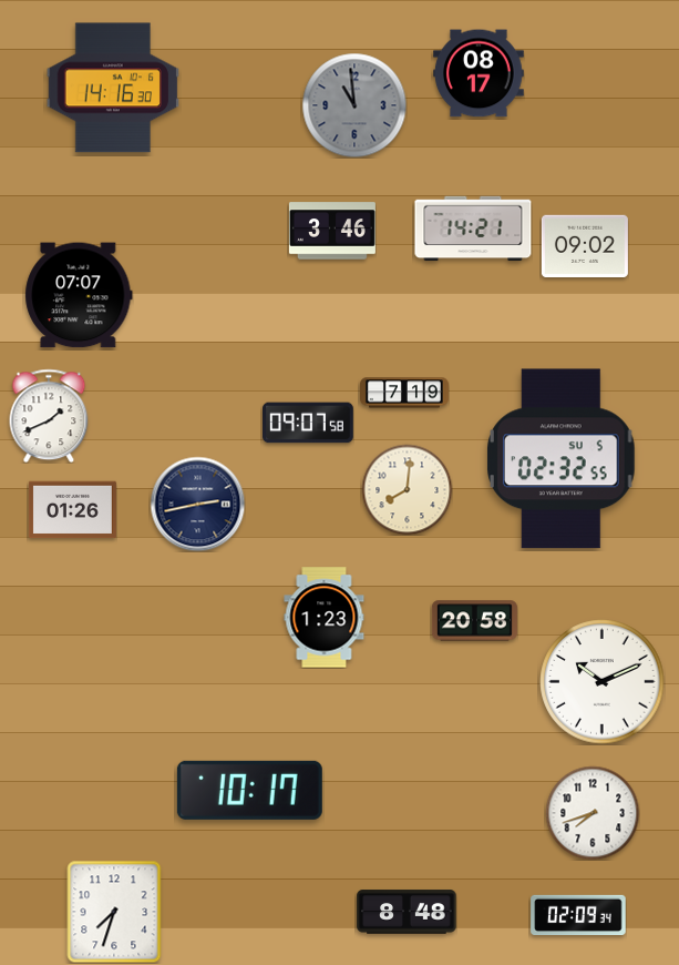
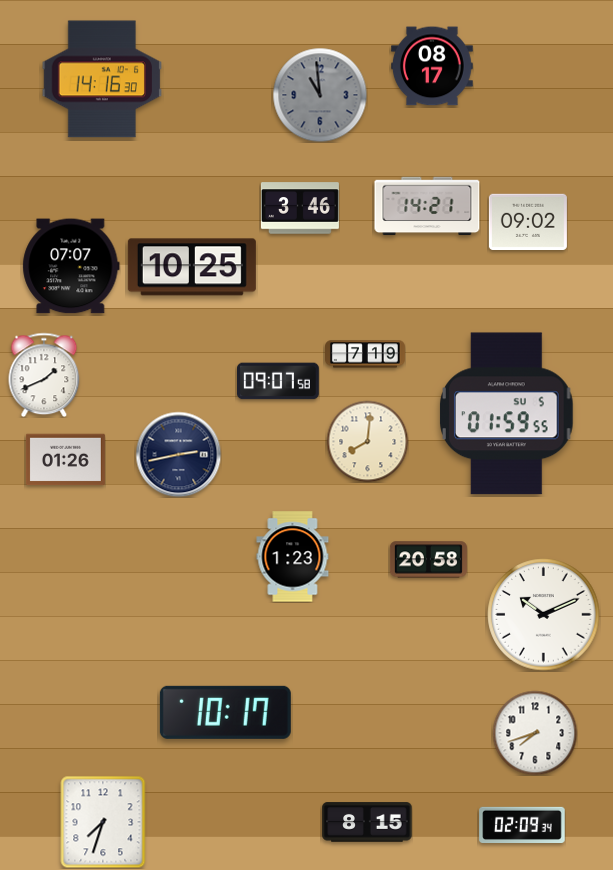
clock at (192, 267): none -> 10:25
clock at (562, 459): 02:32 -> 01:59
clock at (407, 912): 8:48 -> 8:15
